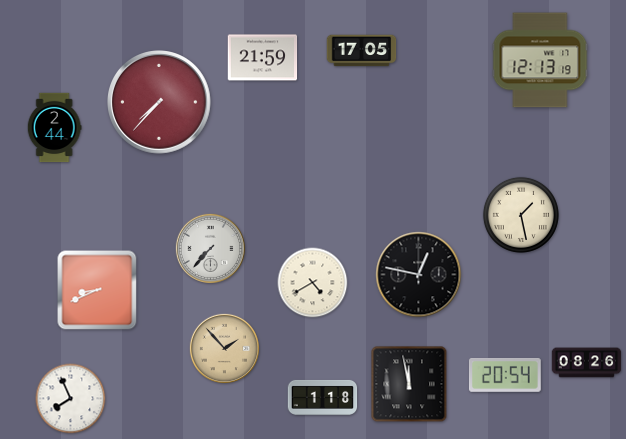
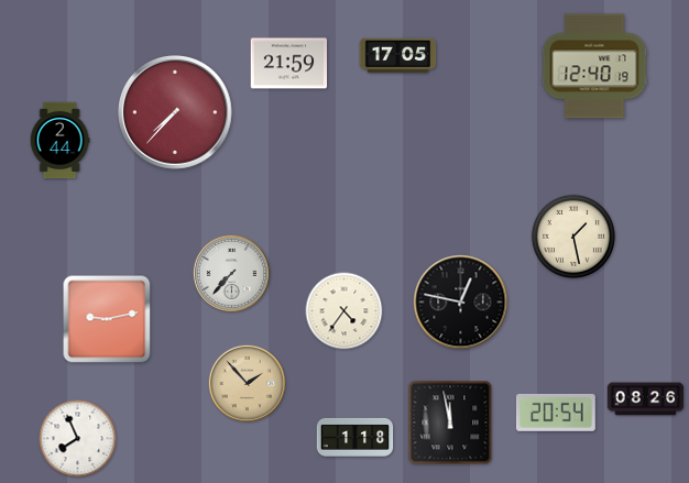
clock at (540, 60): 12:13 -> 12:40
clock at (313, 283): 4:40 -> 4:36
clock at (97, 290): 8:41 -> 9:13
